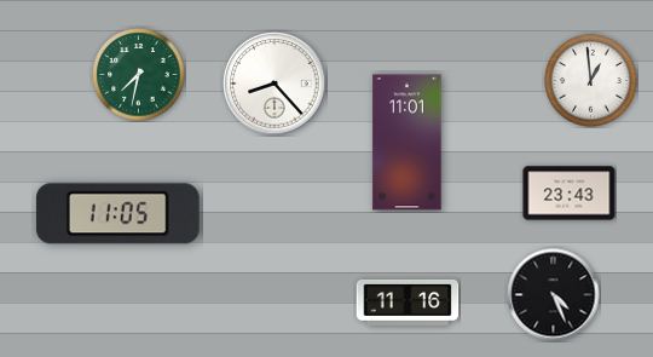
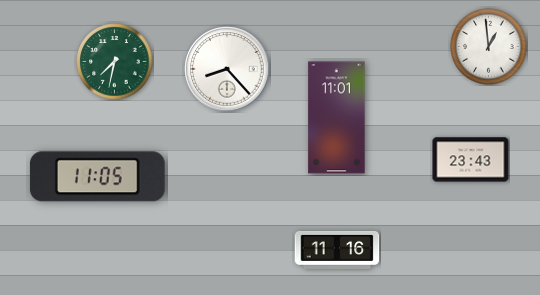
clock at (591, 81) position: (591, 81) -> (489, 47)
clock at (554, 295): 4:26 -> none
